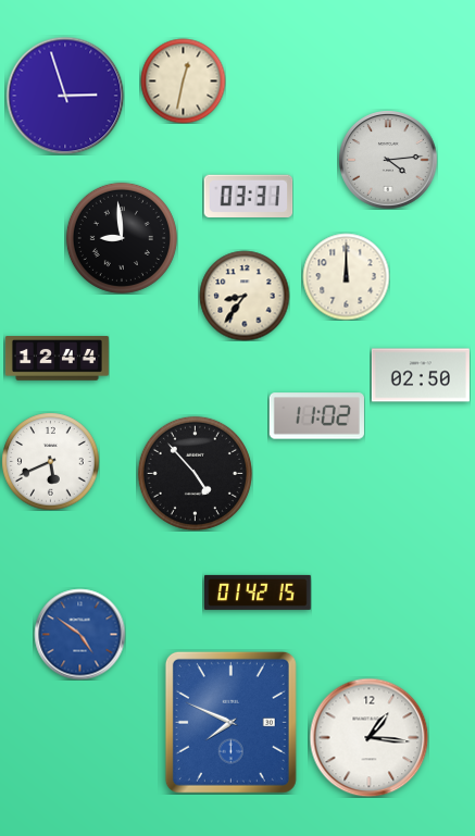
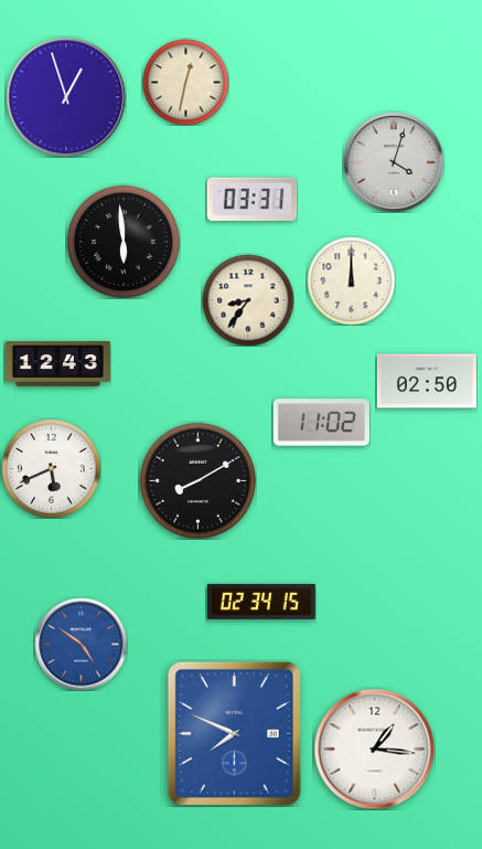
clock at (65, 96): 2:57 -> 12:57
clock at (388, 160): 4:14 -> 4:03
clock at (122, 238): 8:59 -> 5:59
clock at (57, 359): 12:44 -> 12:43
clock at (195, 473): 4:53 -> 8:10
clock at (259, 592): 01:42 -> 02:34
